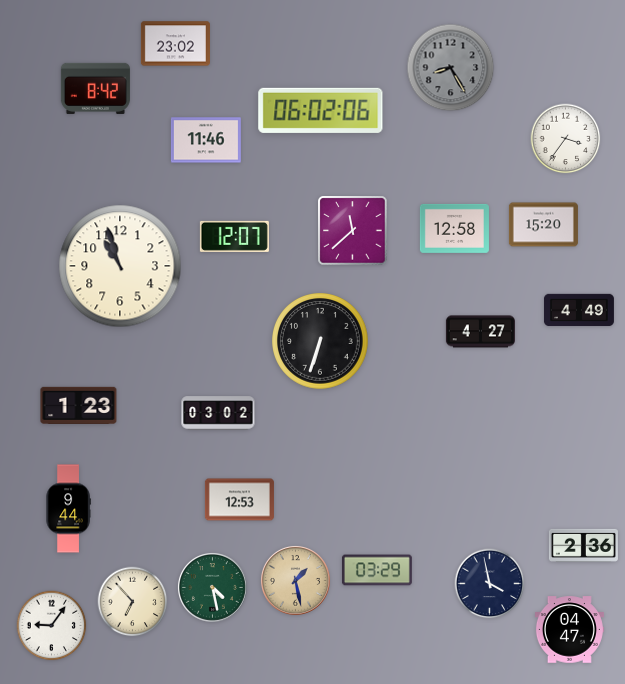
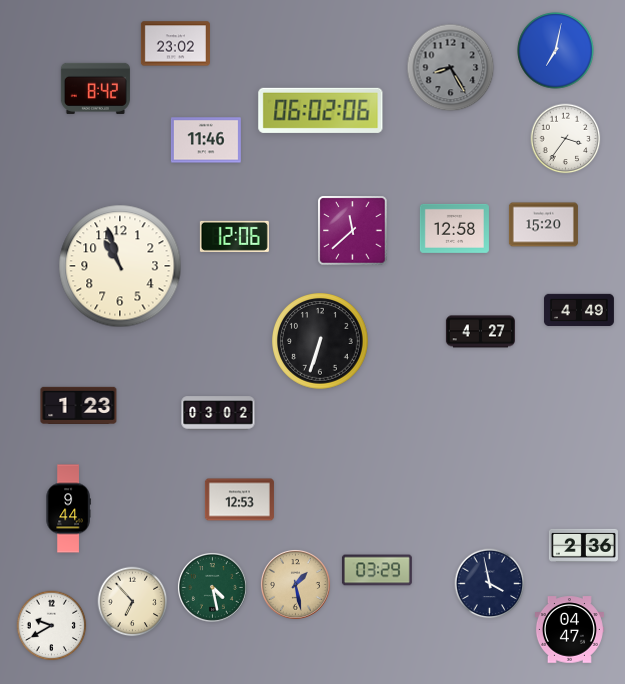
clock at (556, 51): none -> 7:02
clock at (234, 236): 12:07 -> 12:06
clock at (295, 580) position: (295, 580) -> (295, 584)
clock at (52, 626): 9:06 -> 9:40
